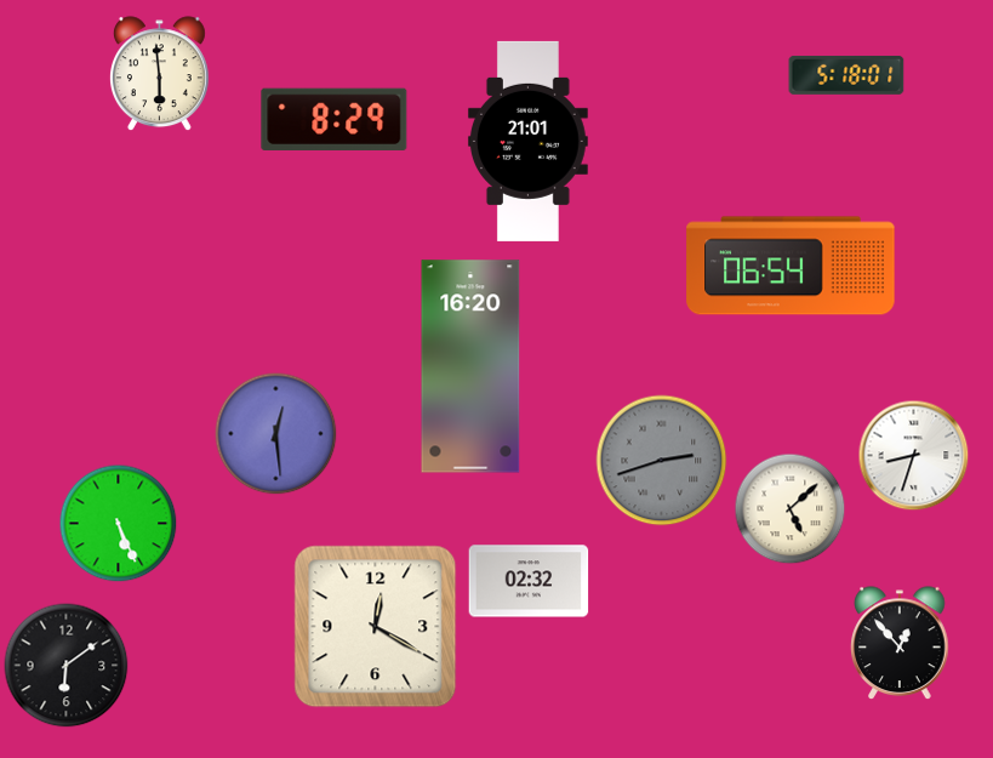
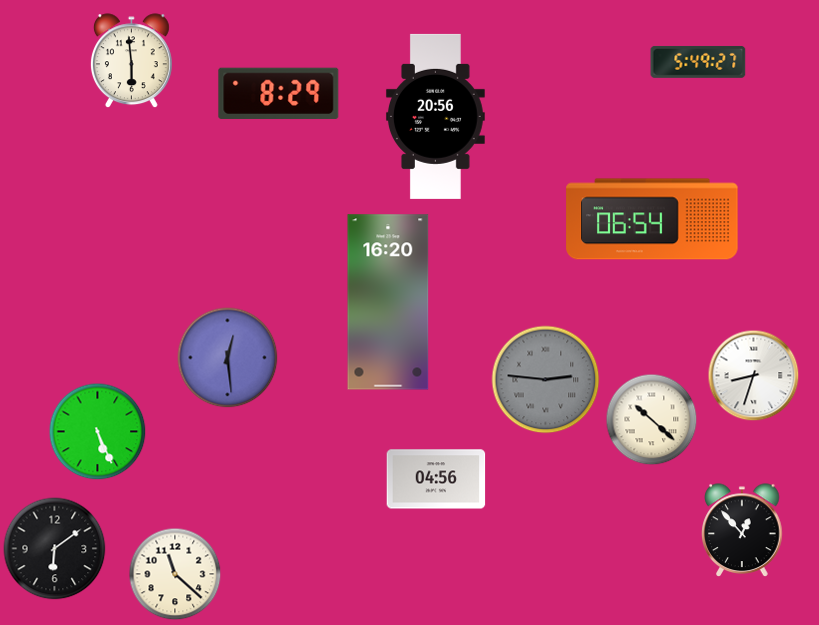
clock at (846, 75): 5:18 -> 5:49
clock at (335, 119) position: (335, 119) -> (279, 93)
clock at (529, 141): 21:01 -> 20:56
clock at (662, 461): 2:42 -> 2:46
clock at (791, 509): 5:08 -> 10:22
clock at (529, 581): 02:32 -> 04:56
clock at (376, 627): 12:20 -> none
clock at (175, 574): none -> 11:22
